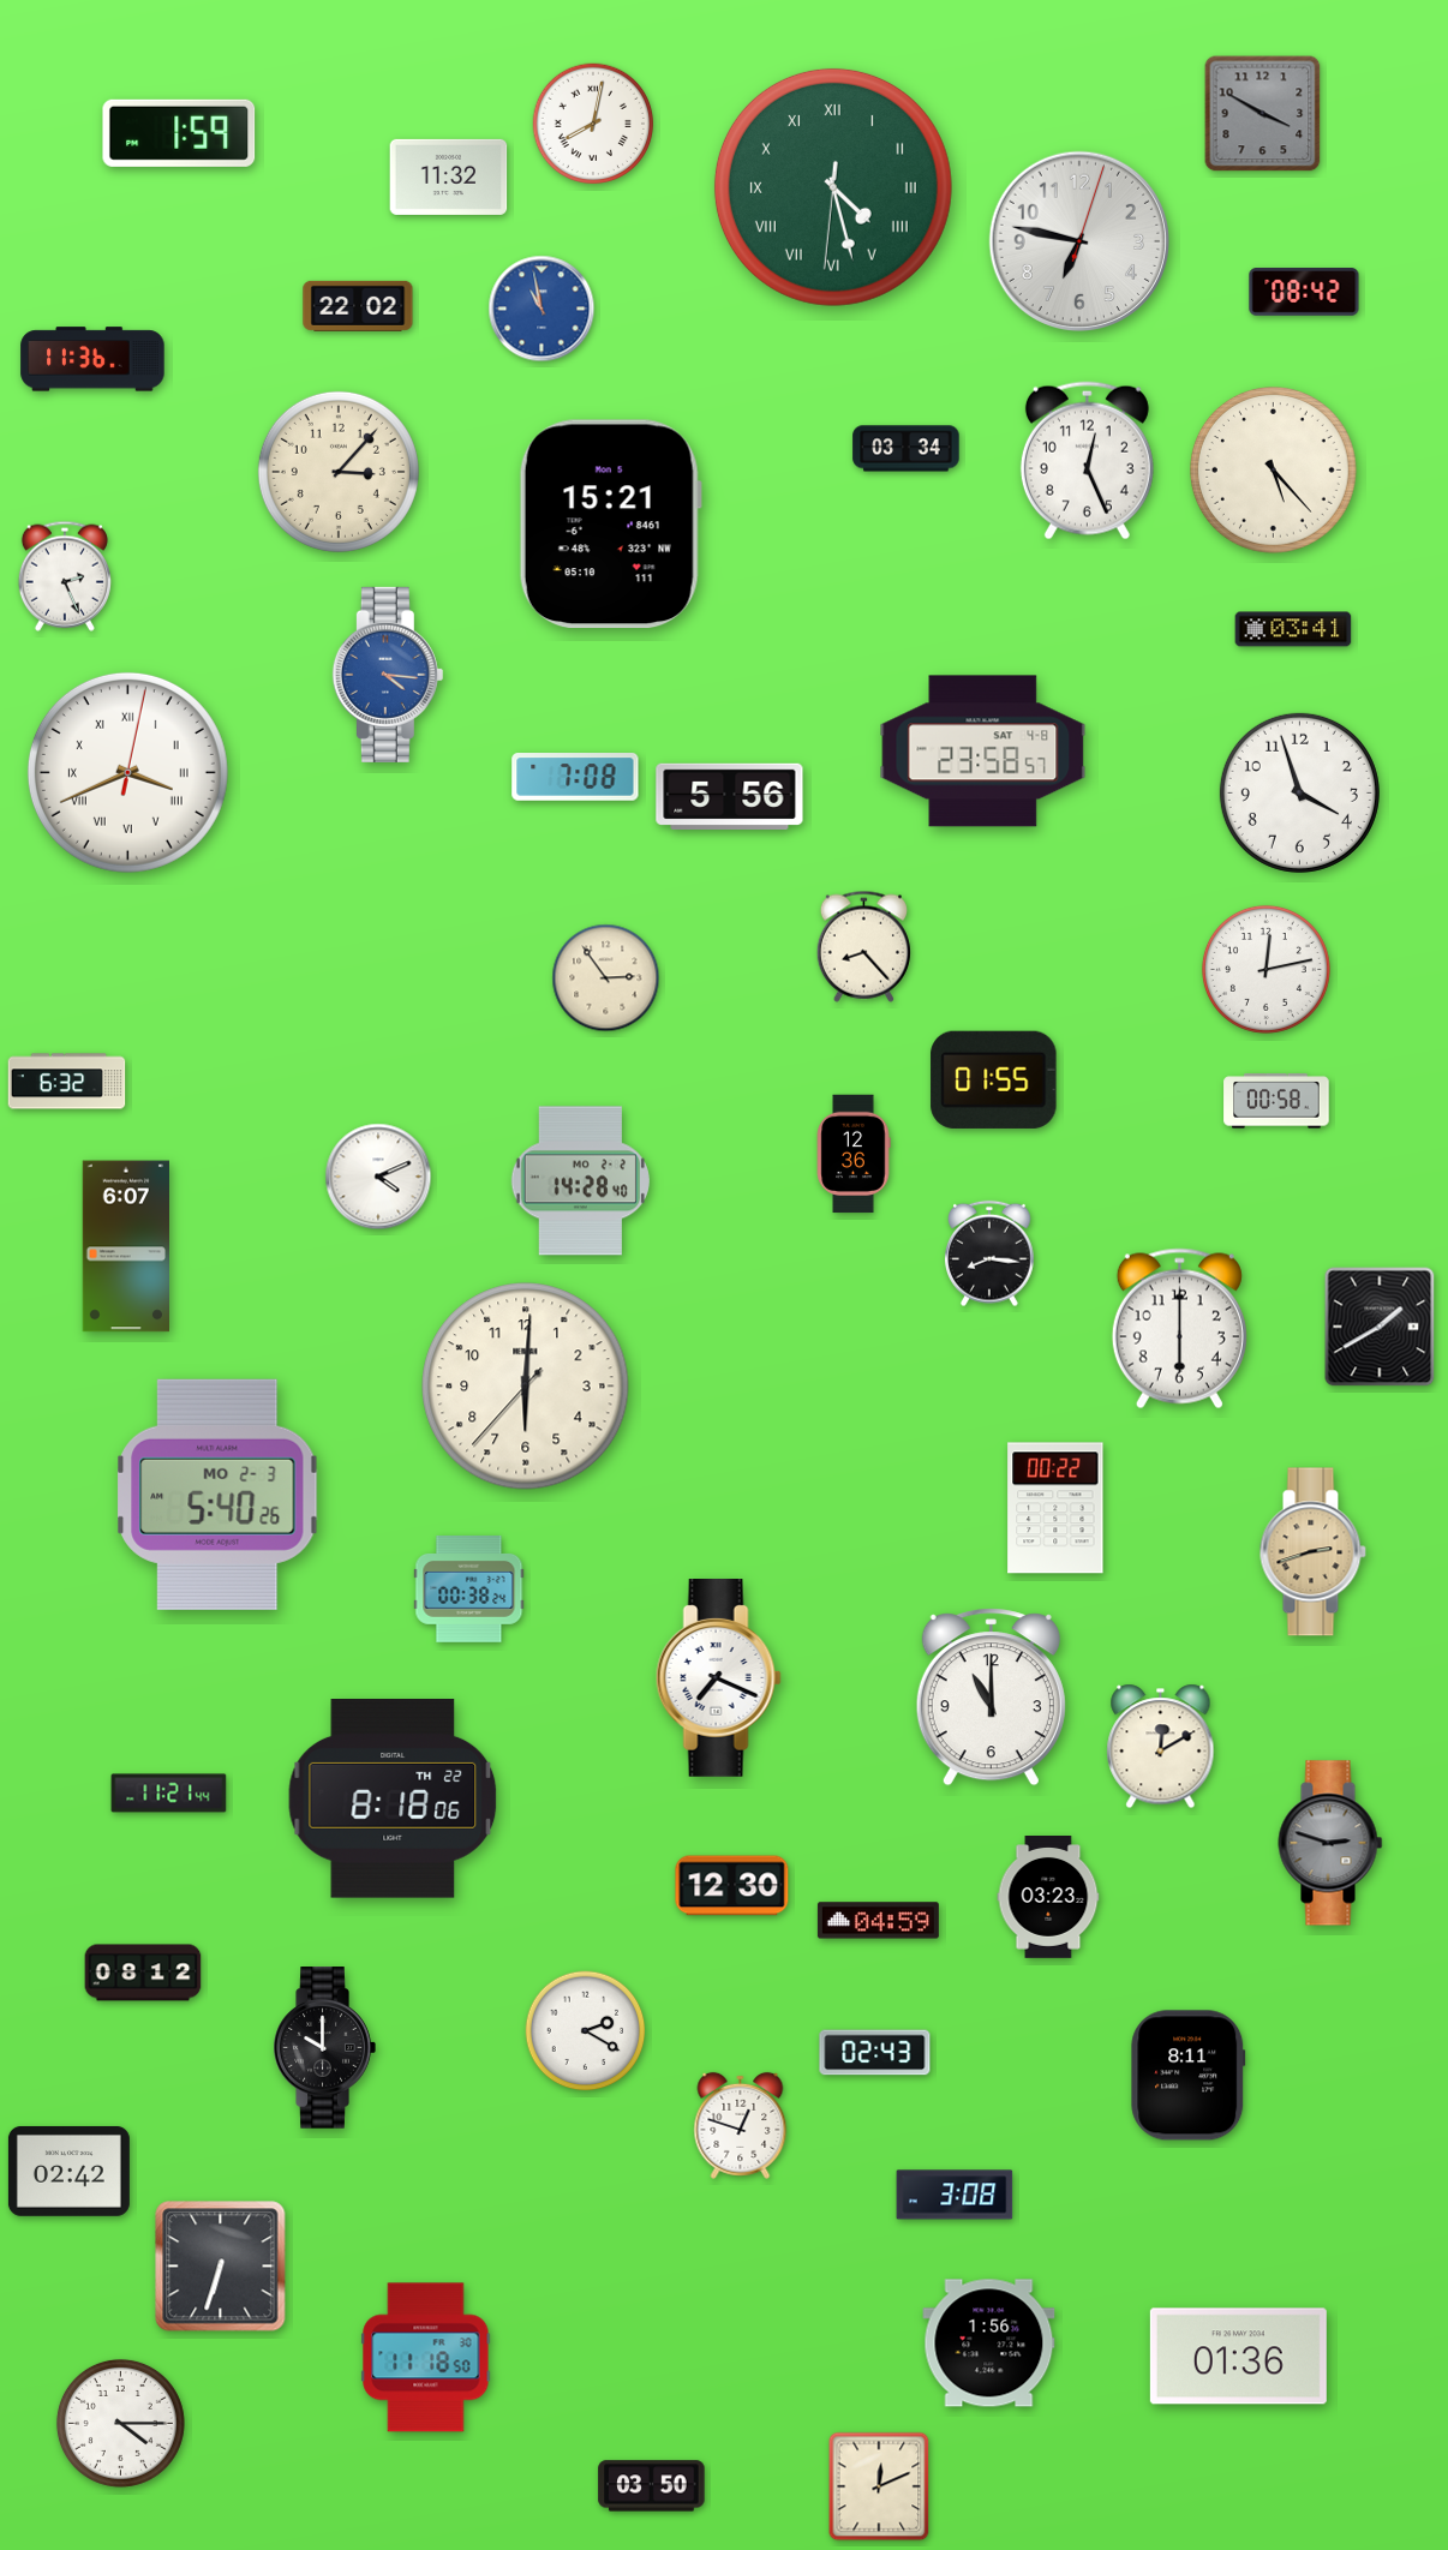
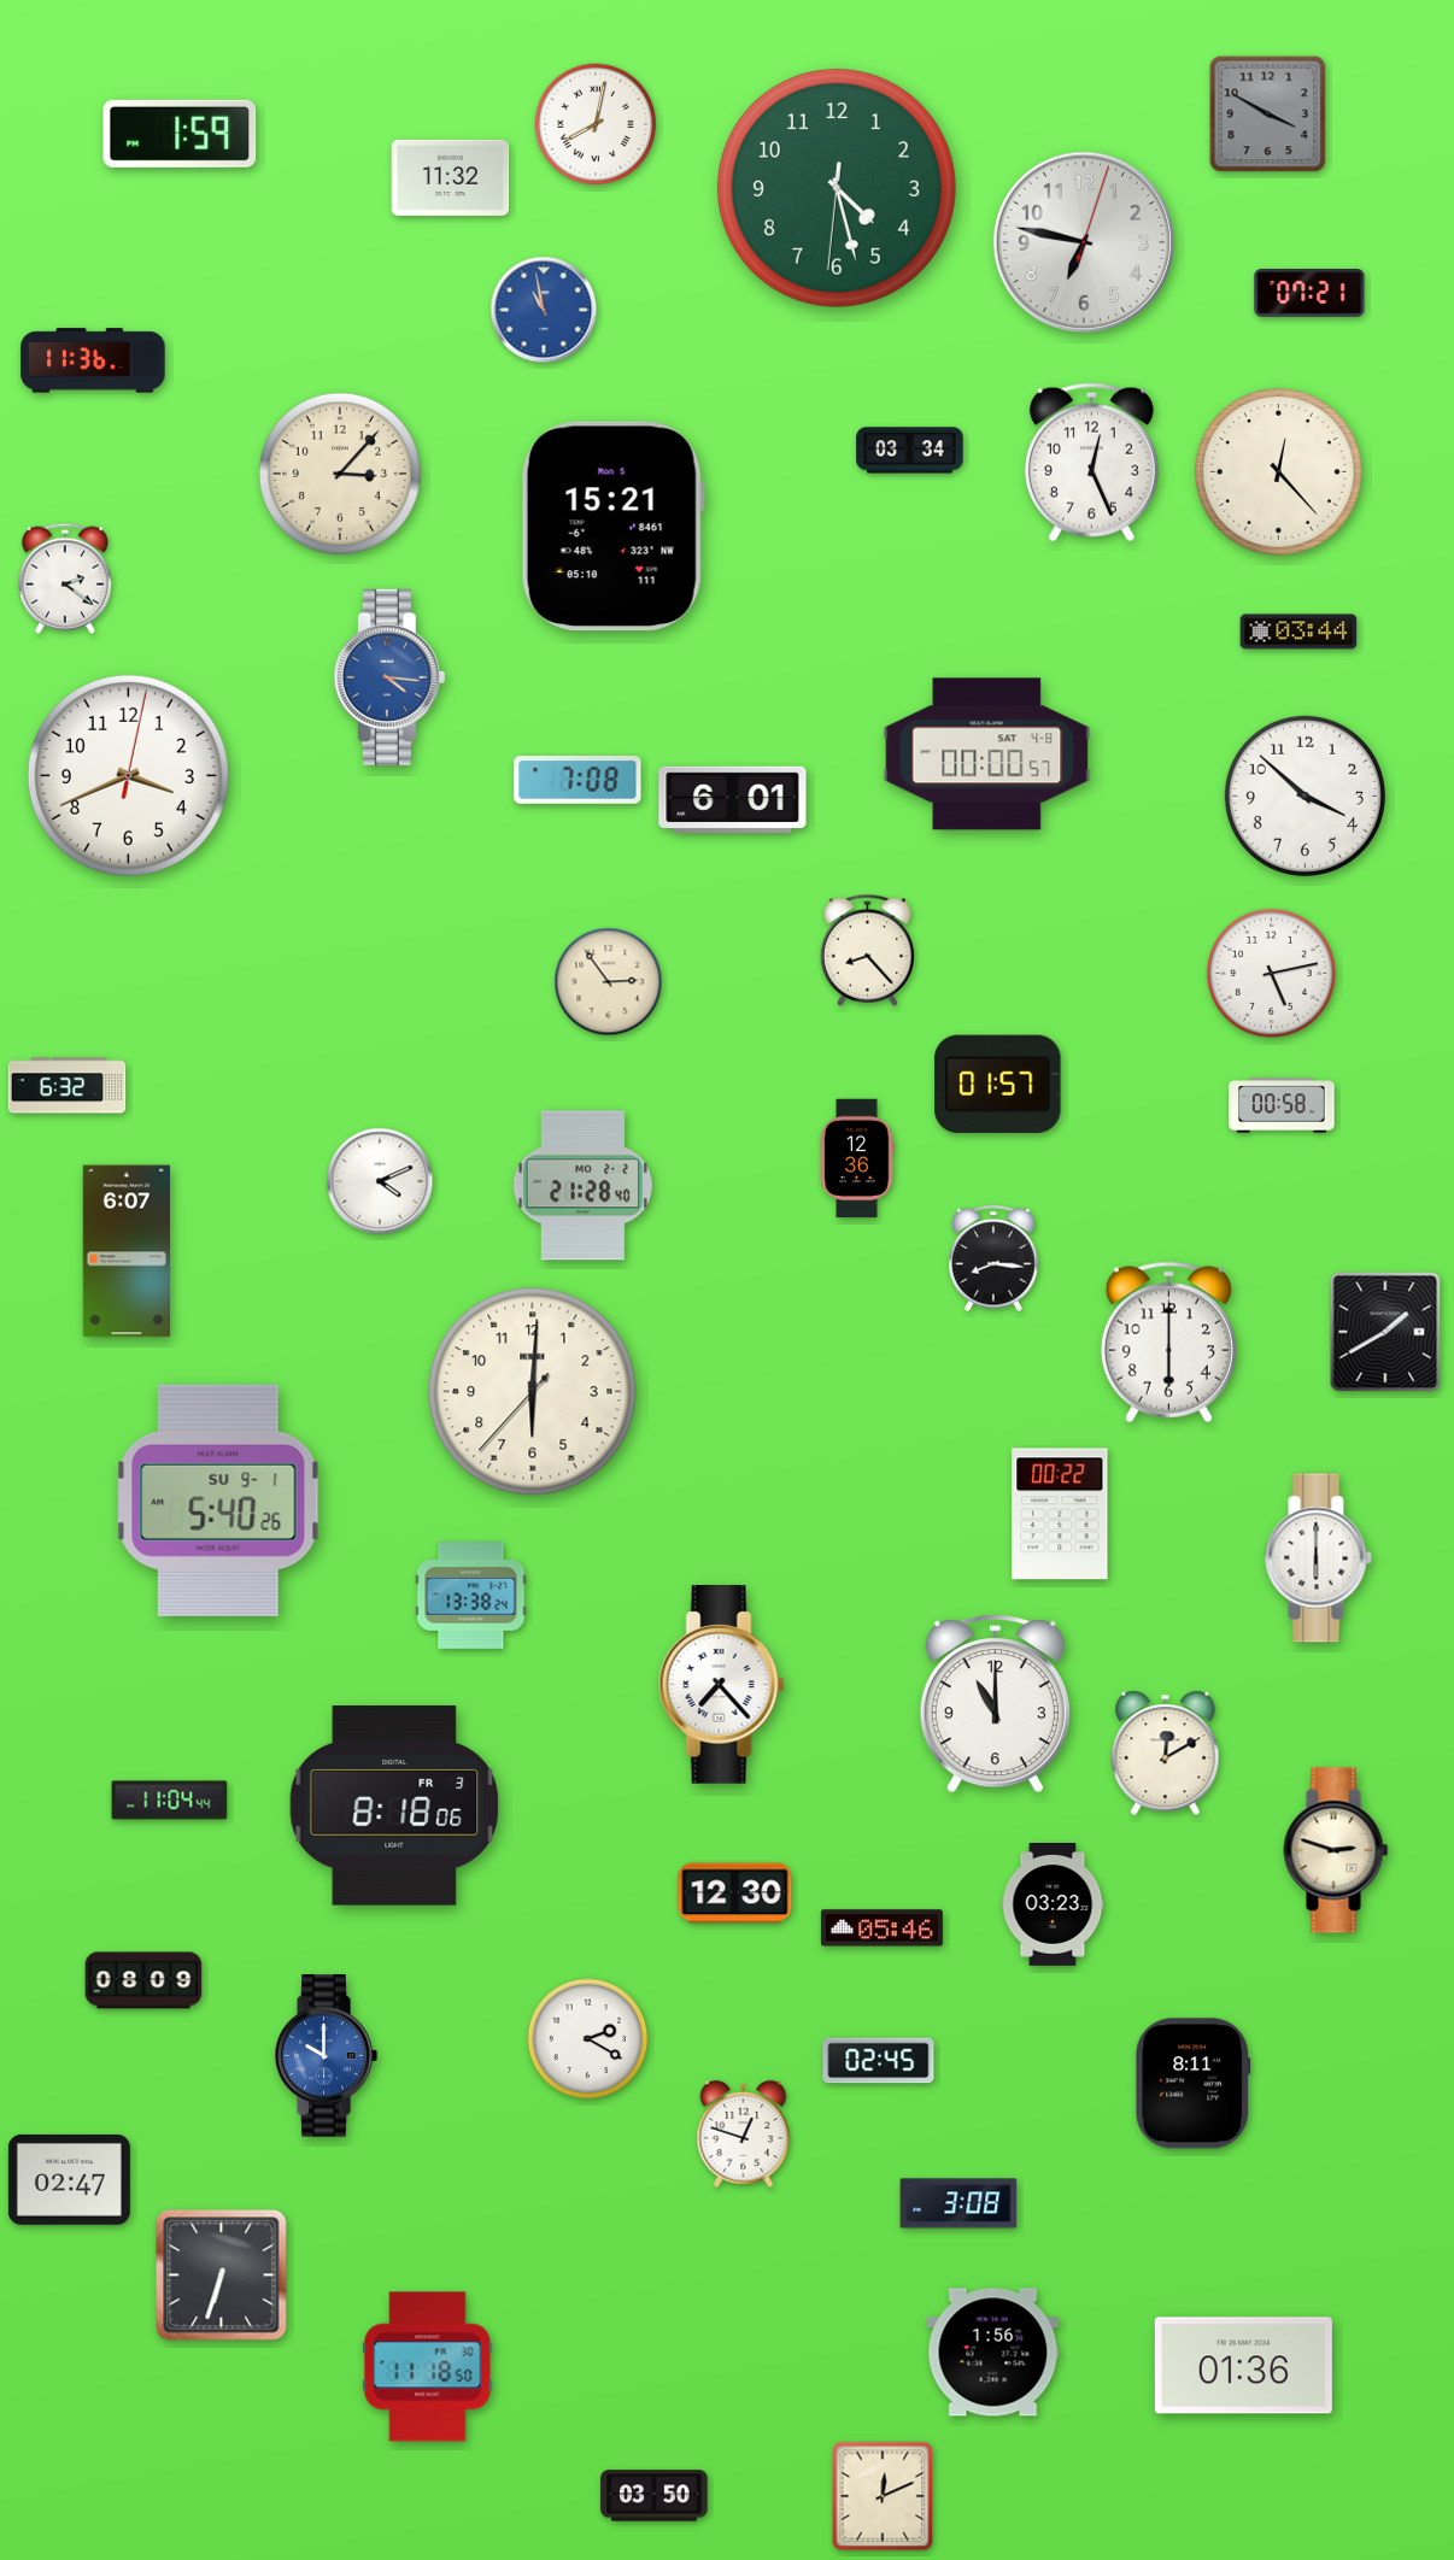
clock at (833, 187) numerals: Roman -> Arabic
clock at (1304, 293): 08:42 -> 07:21
clock at (358, 306): 22:02 -> none
clock at (1274, 471): 5:23 -> 12:23
clock at (65, 576): 2:26 -> 2:21
clock at (1293, 629): 03:41 -> 03:44
clock at (983, 752): 23:58 -> 00:00
clock at (127, 772) numerals: Roman -> Arabic
clock at (1299, 792): 3:57 -> 3:52
clock at (730, 796): 5:56 -> 6:01
clock at (1265, 969): 12:13 -> 5:13
clock at (994, 1079): 01:55 -> 01:57
clock at (580, 1181): 14:28 -> 21:28
clock at (1179, 1329) position: (1179, 1329) -> (1168, 1343)
clock at (526, 1387) position: (526, 1387) -> (533, 1392)
clock at (217, 1495) date: MO 2-3 -> SU 9-1
clock at (1312, 1552): 2:42 -> 6:00
clock at (1312, 1552) dial: champagne -> white
clock at (469, 1590): 00:38 -> 13:38
clock at (718, 1678): 7:19 -> 7:23
clock at (169, 1794): 11:21 -> 11:04
clock at (393, 1800) date: TH 22 -> FR 3
clock at (1330, 1843) dial: grey -> cream
clock at (878, 1921): 04:59 -> 05:46
clock at (143, 1973): 08:12 -> 08:09
clock at (324, 2048) dial: black -> blue
clock at (875, 2053): 02:43 -> 02:45
clock at (68, 2171): 02:42 -> 02:47
clock at (120, 2423): 4:15 -> none
